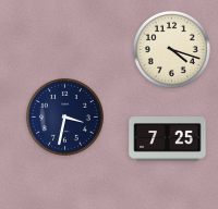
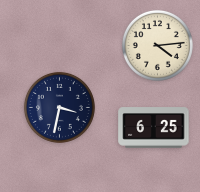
clock at (171, 49): 4:18 -> 4:14
clock at (168, 139): 7:25 -> 6:25
